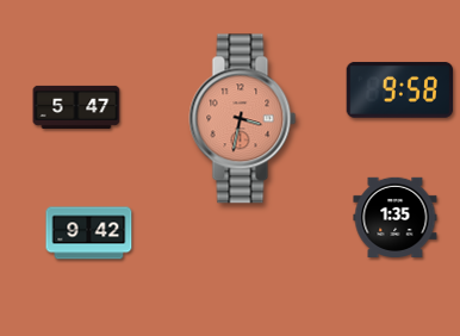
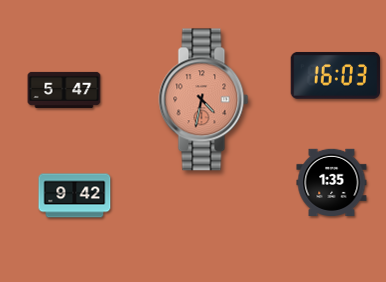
clock at (400, 91): 9:58 -> 16:03
clock at (243, 119): 3:32 -> 4:32
